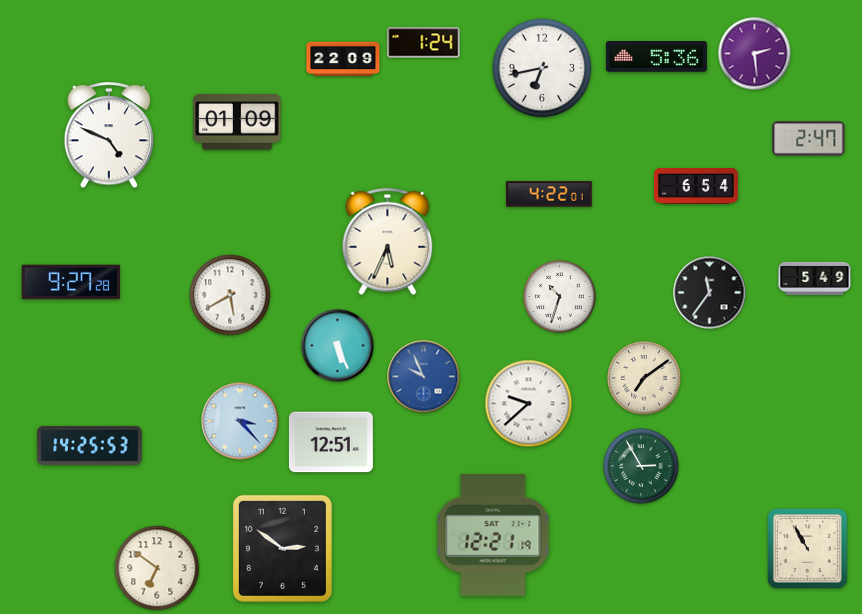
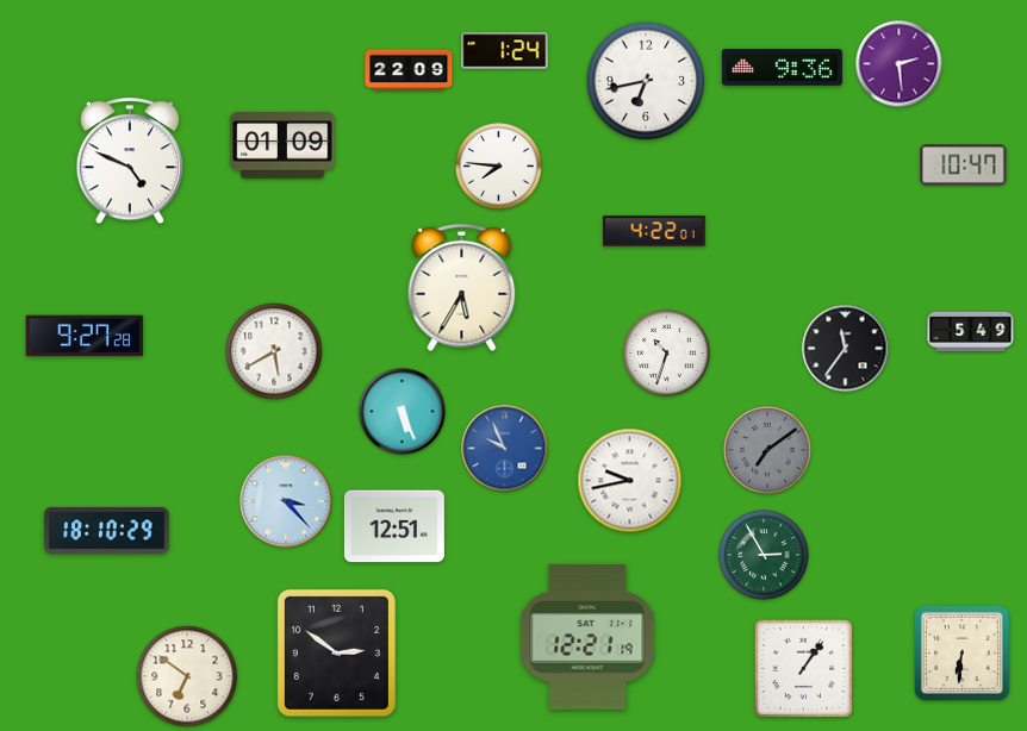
clock at (656, 57): 5:36 -> 9:36
clock at (809, 139): 2:47 -> 10:47
clock at (499, 167): none -> 7:46
clock at (697, 187): 6:54 -> none
clock at (388, 242): 5:34 -> 5:35
clock at (644, 378) dial: cream -> grey
clock at (529, 404): 9:38 -> 9:43
clock at (90, 445): 14:25 -> 18:10
clock at (808, 549): 10:55 -> 6:31
clock at (804, 669): none -> 1:06
